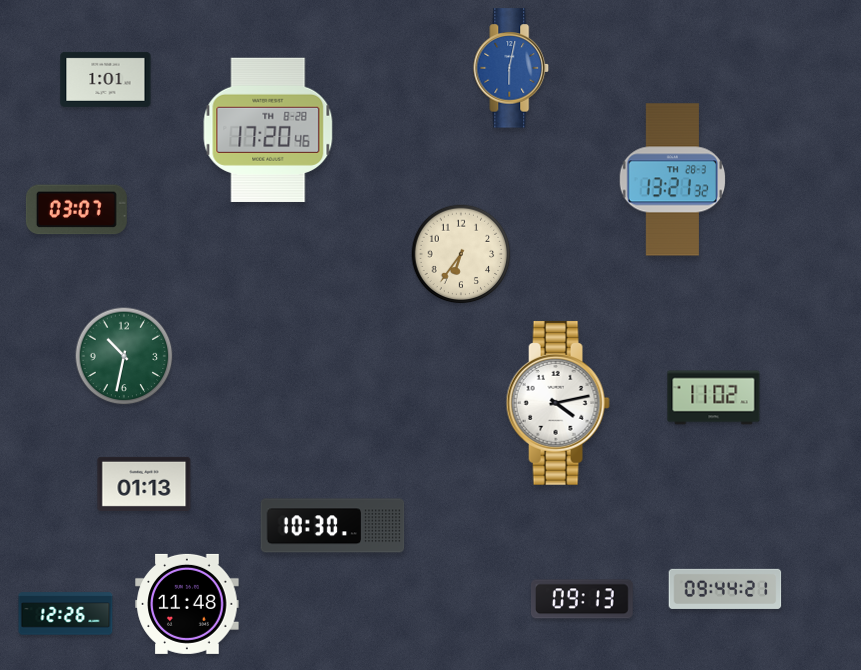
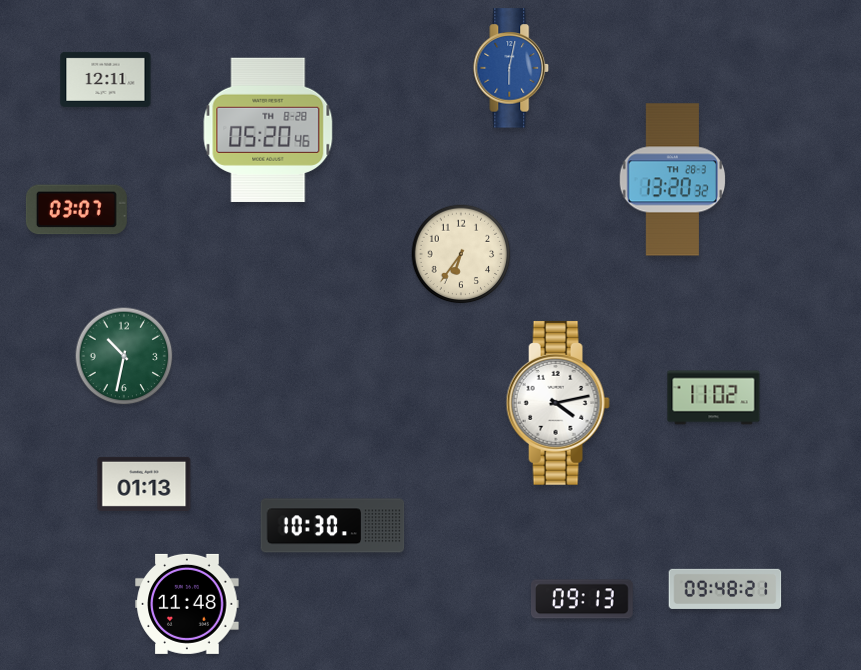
clock at (106, 79): 1:01 -> 12:11
clock at (268, 129): 17:20 -> 05:20
clock at (673, 180): 13:21 -> 13:20
clock at (725, 589): 09:44 -> 09:48
clock at (66, 614): 12:26 -> none
